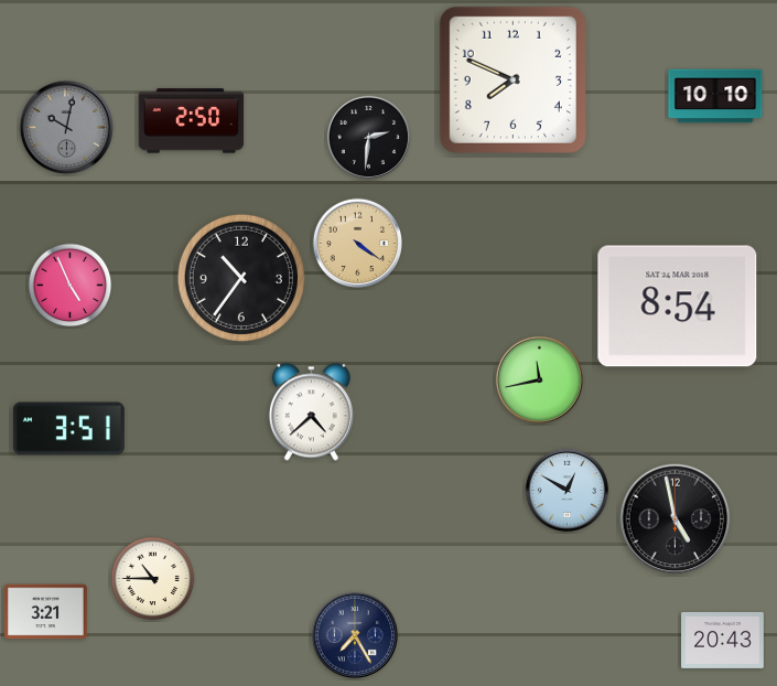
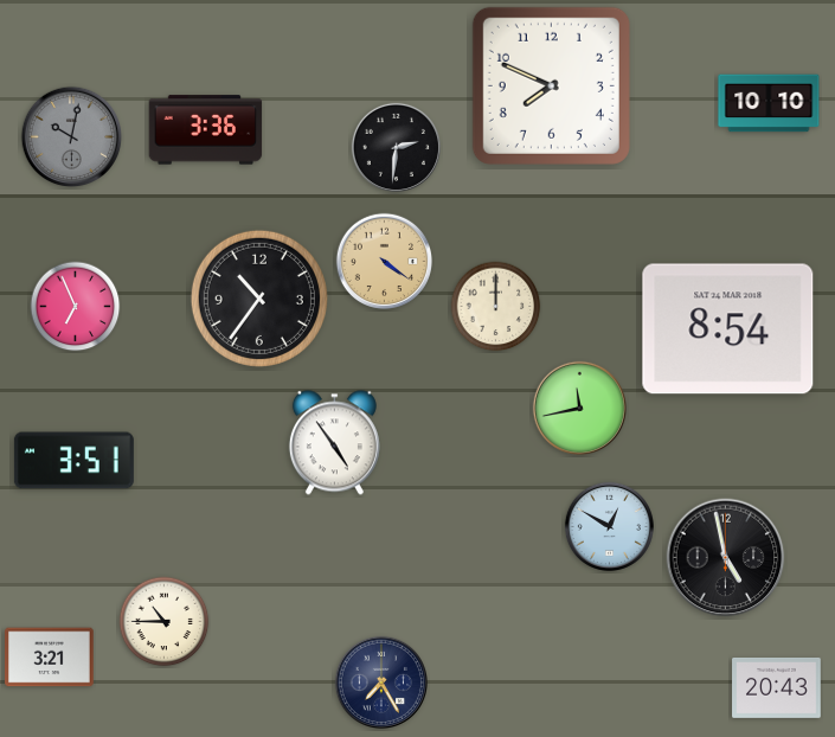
clock at (192, 121): 2:50 -> 3:36
clock at (71, 286): 4:56 -> 6:56
clock at (496, 307): none -> 12:00
clock at (311, 412): 4:38 -> 4:54
